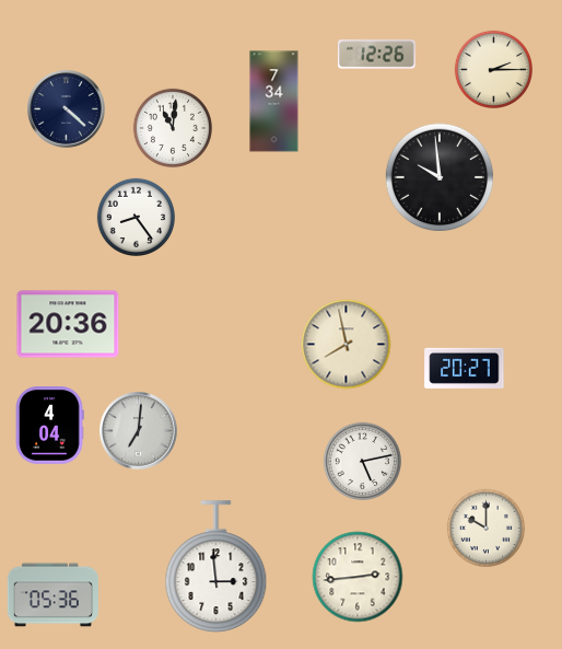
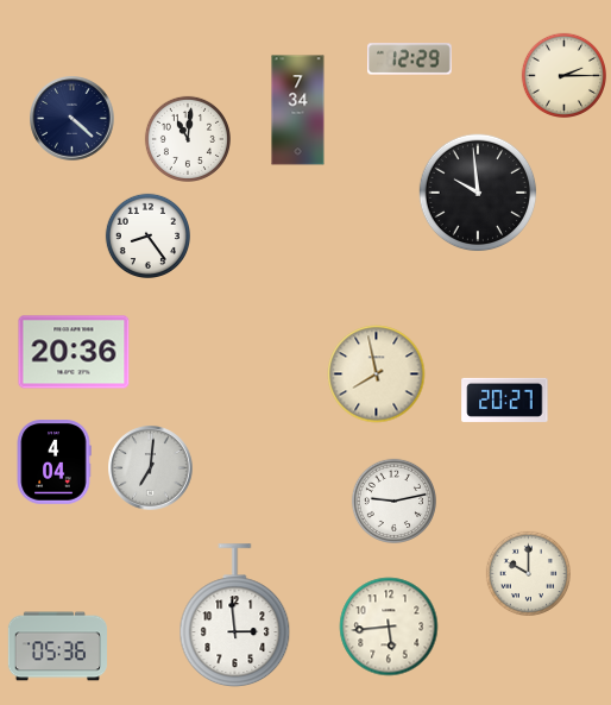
clock at (377, 55): 12:26 -> 12:29
clock at (493, 69) position: (493, 69) -> (563, 75)
clock at (362, 461): 5:13 -> 9:13
clock at (358, 577): 2:44 -> 5:44
